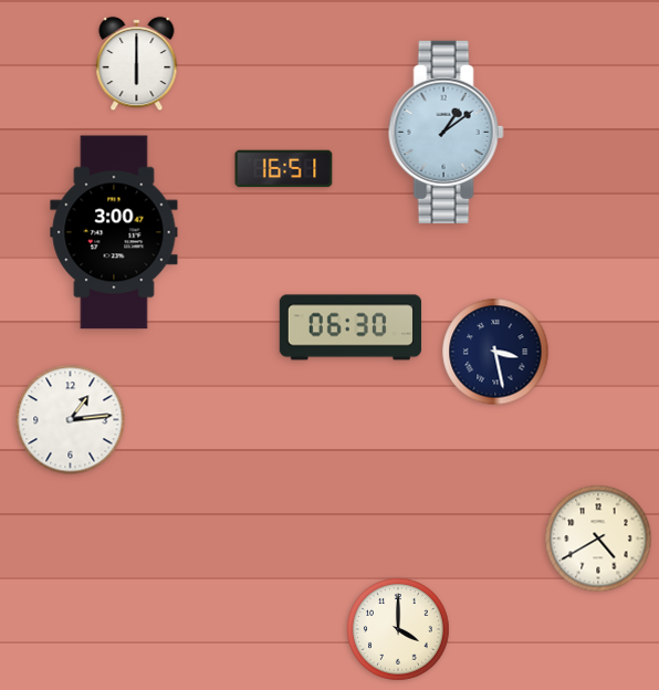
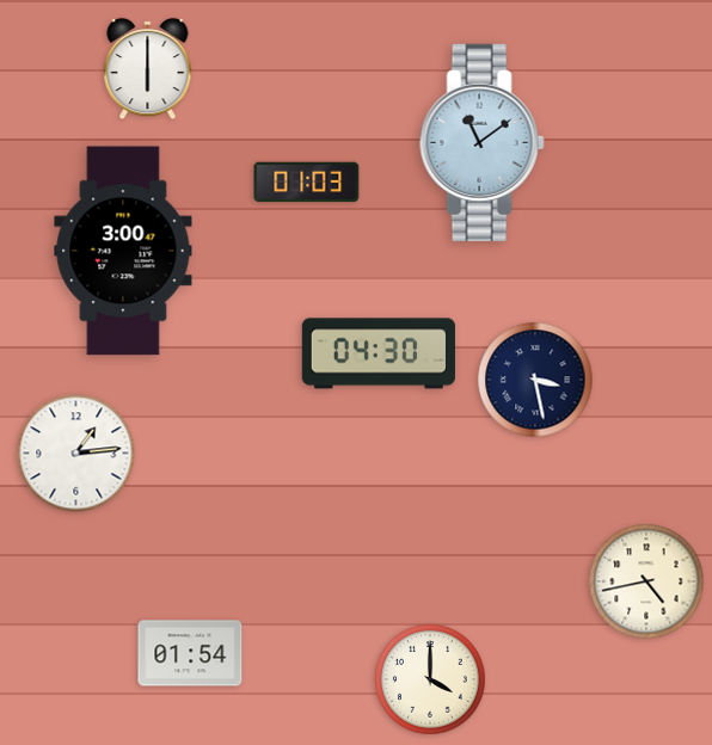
clock at (446, 132): 1:09 -> 11:09
clock at (284, 169): 16:51 -> 01:03
clock at (351, 327): 06:30 -> 04:30
clock at (598, 539): 4:40 -> 4:43
clock at (190, 653): none -> 01:54
